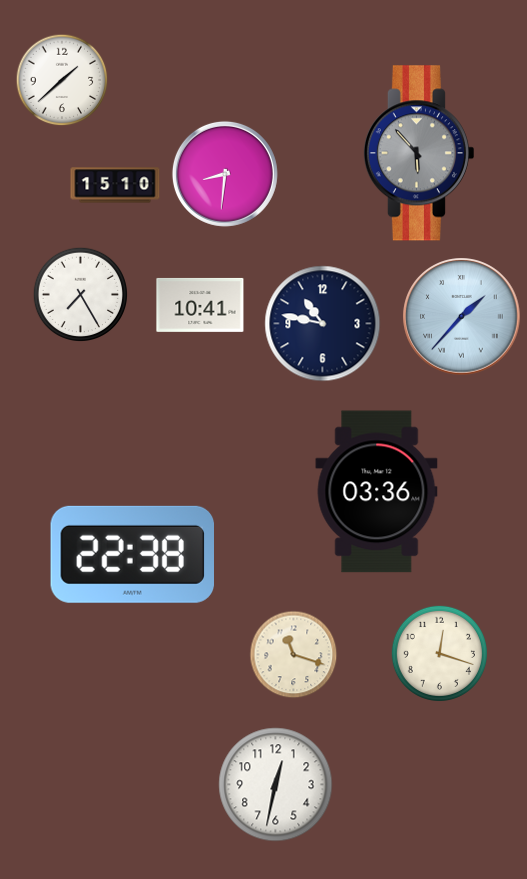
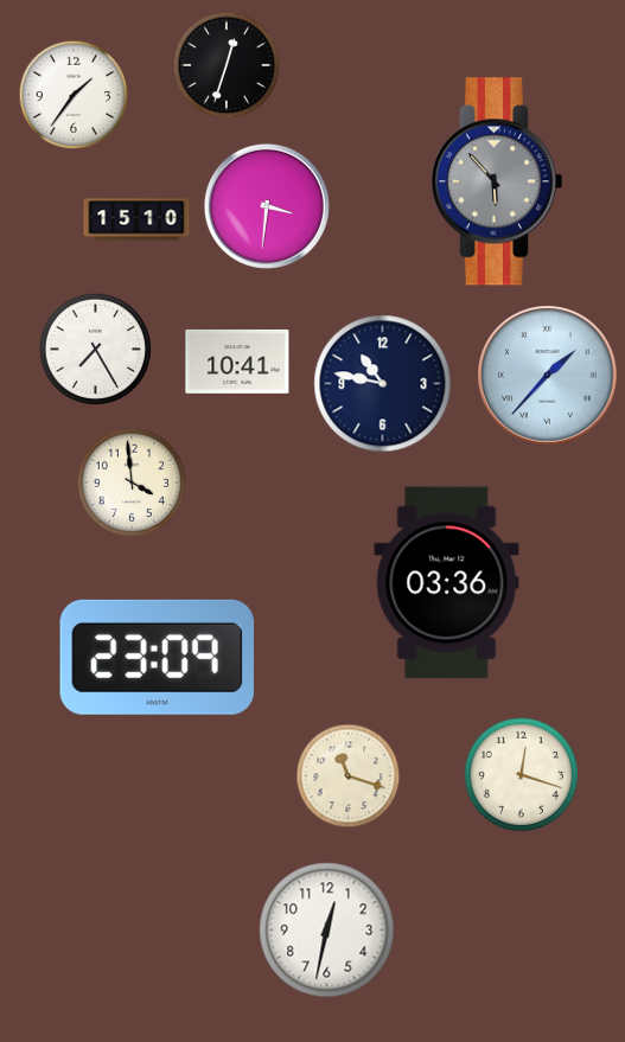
clock at (227, 65): none -> 12:33
clock at (62, 80): 1:38 -> 1:36
clock at (225, 174): 8:31 -> 3:31
clock at (132, 482): none -> 3:59
clock at (132, 554): 22:38 -> 23:09
